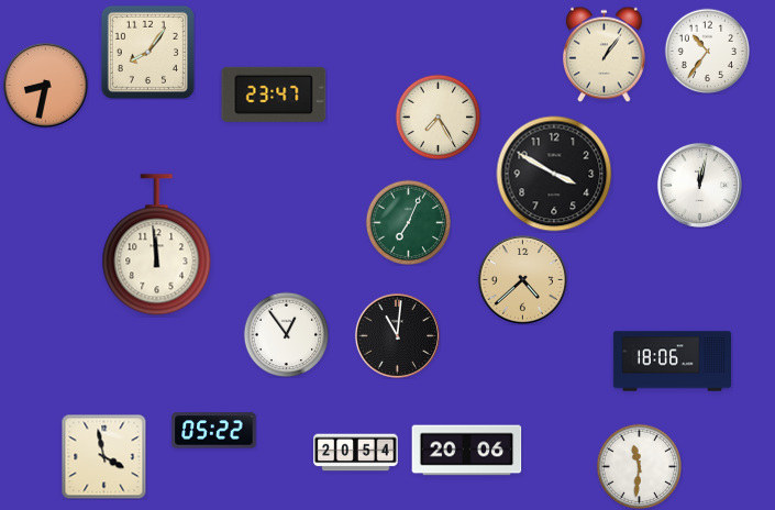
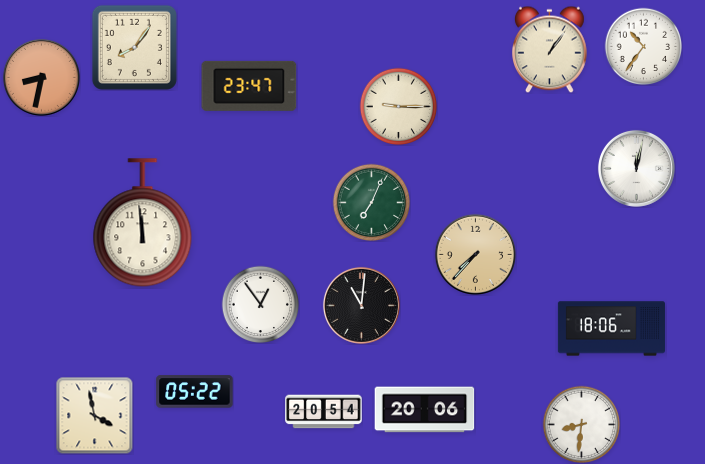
clock at (438, 117): 7:25 -> 9:15
clock at (554, 174): 3:50 -> none
clock at (522, 279): 4:38 -> 7:37
clock at (639, 466): 11:31 -> 8:31
